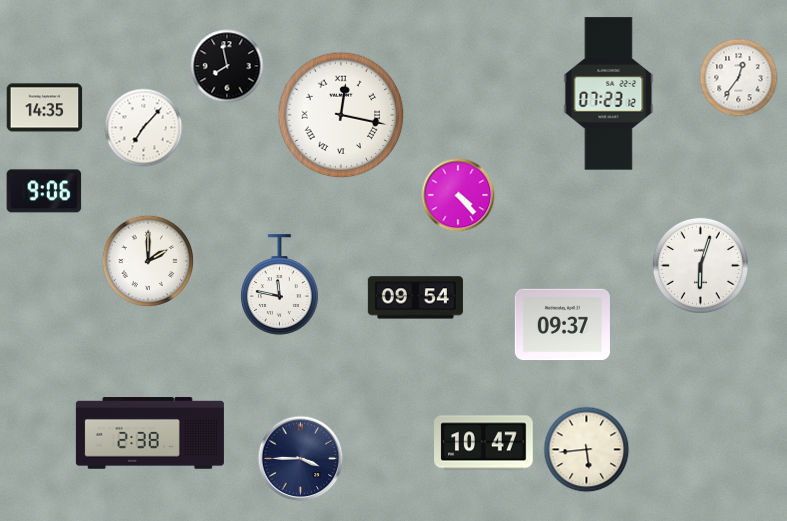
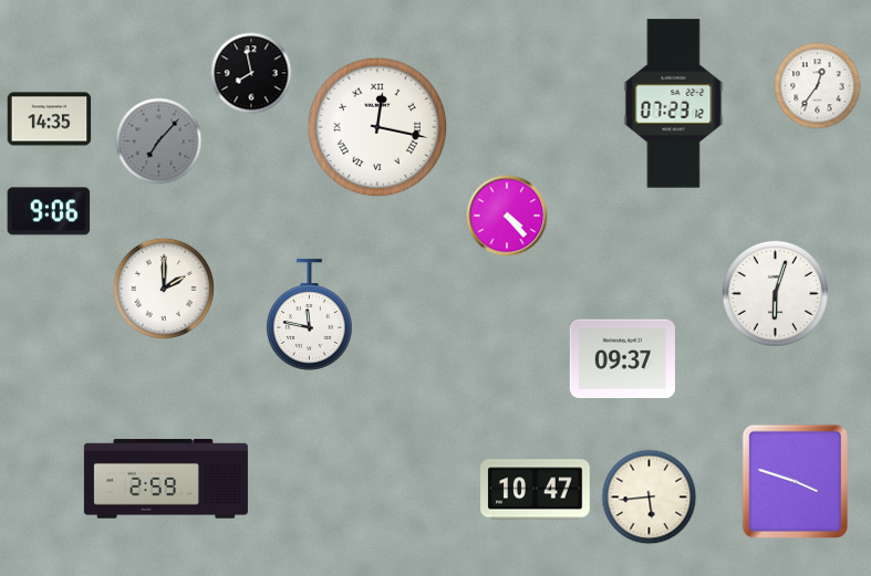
clock at (144, 128) dial: white -> grey
clock at (415, 298): 09:54 -> none
clock at (150, 433): 2:38 -> 2:59
clock at (795, 481): none -> 3:48
clock at (301, 459): 3:45 -> none
